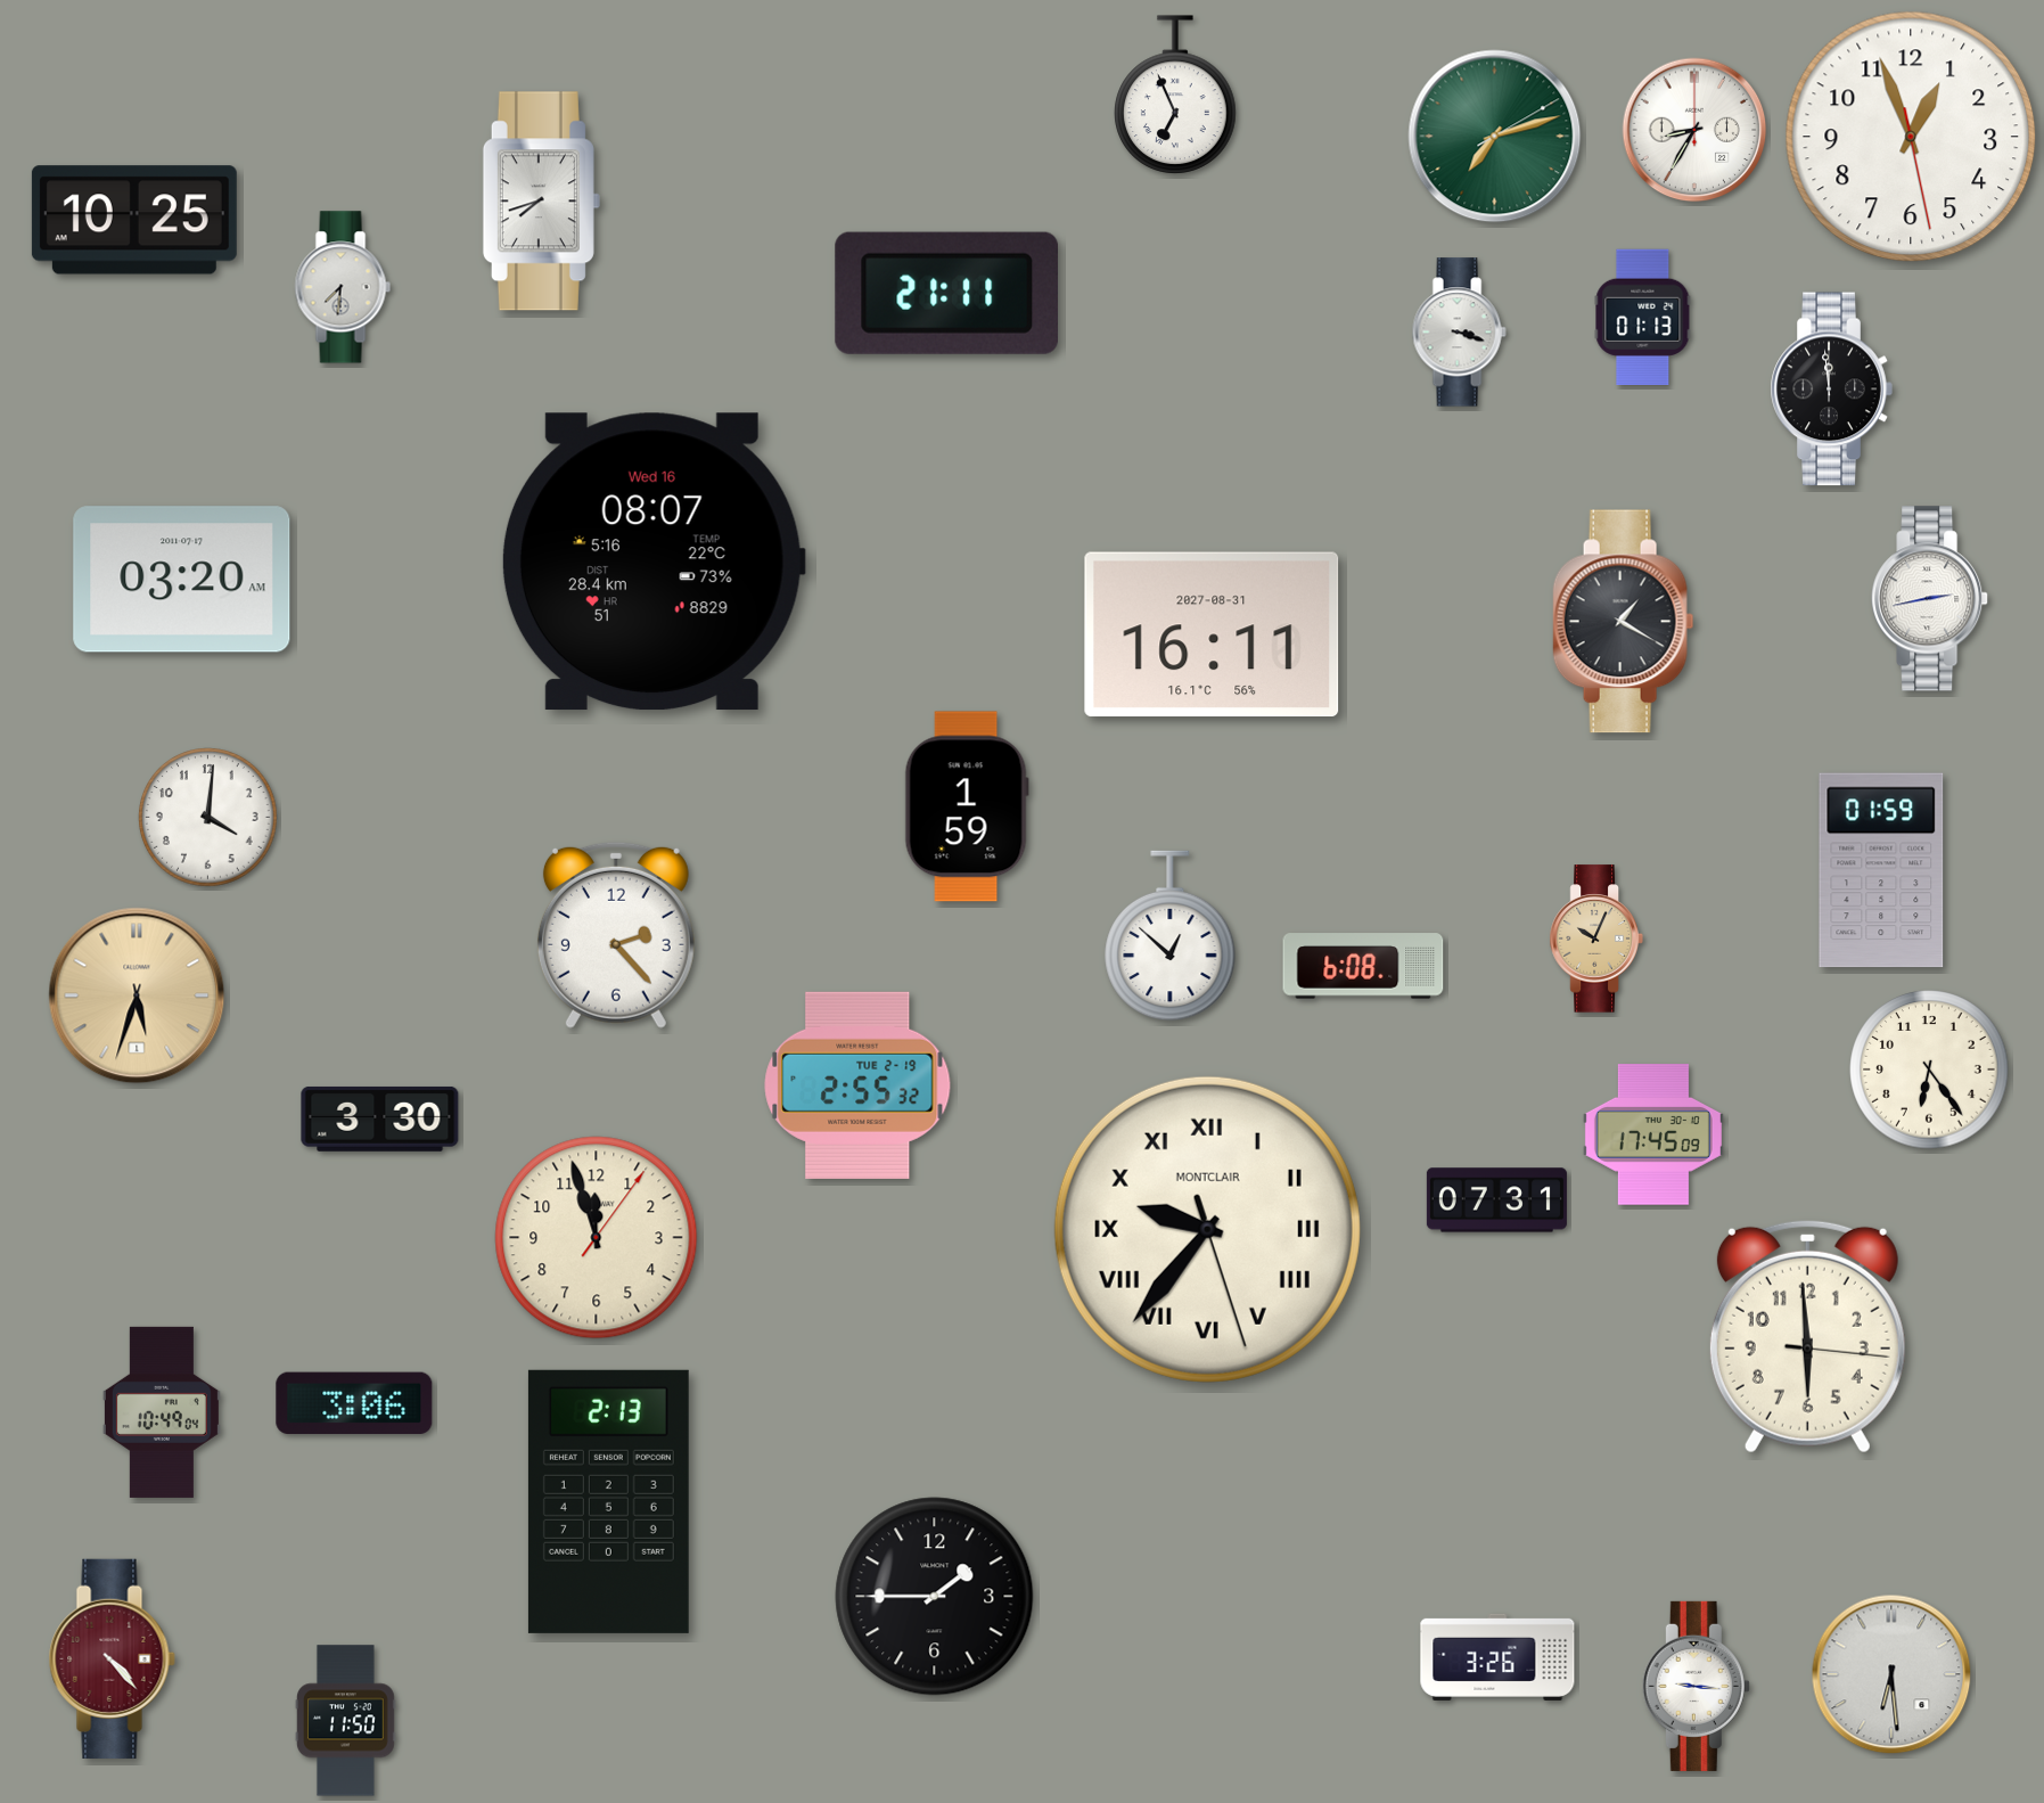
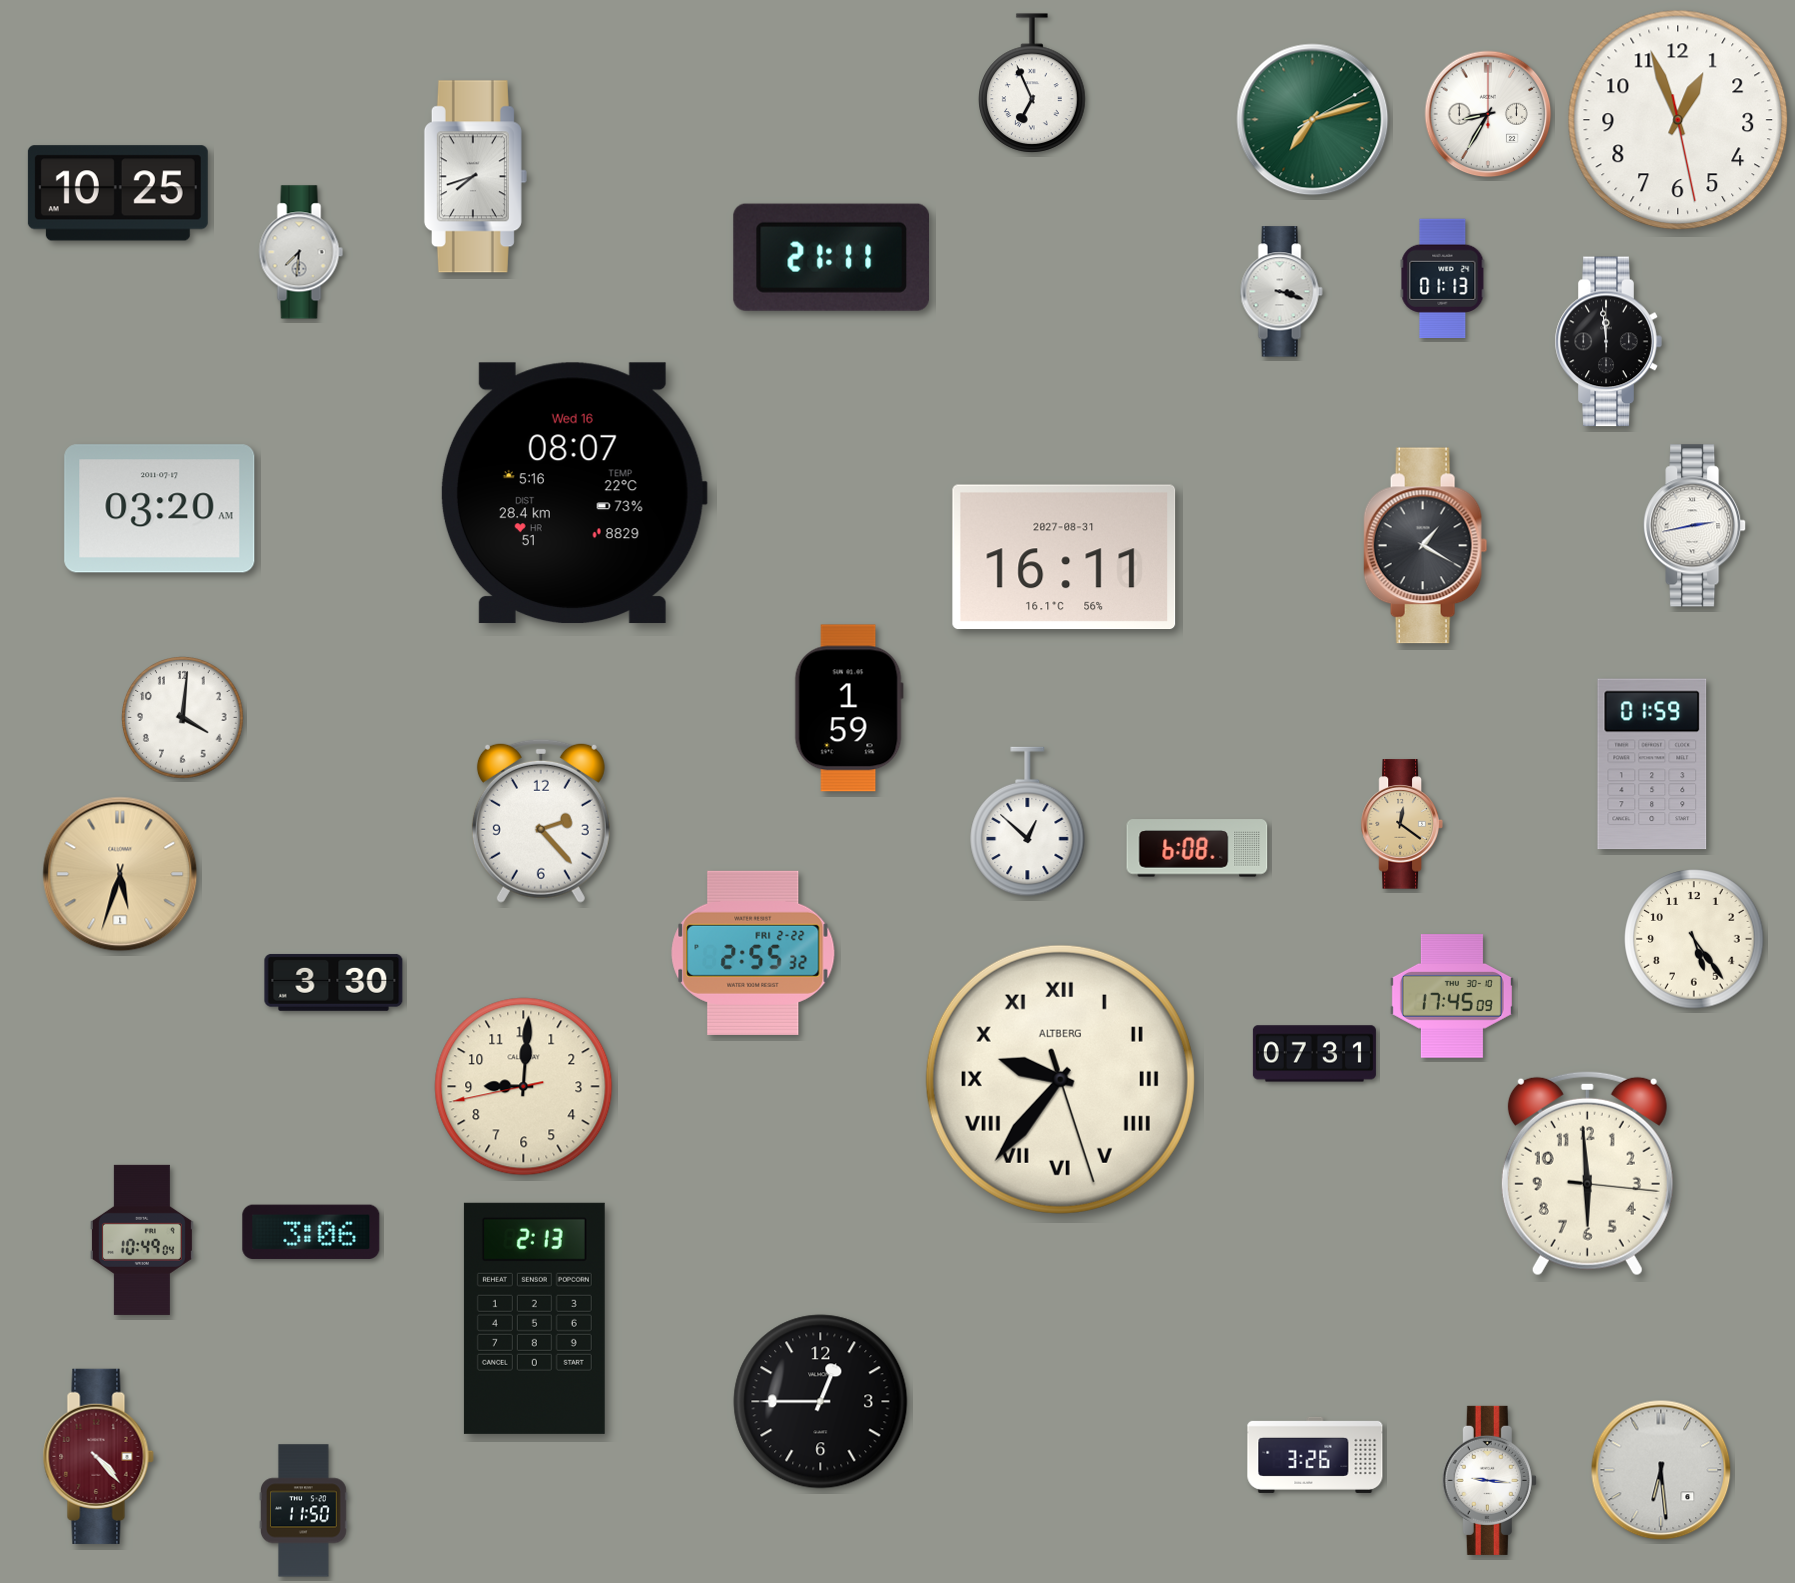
clock at (1596, 939): 10:04 -> 12:21
clock at (1929, 1069): 6:24 -> 5:24
clock at (857, 1085) date: TUE 2-19 -> FRI 2-22
clock at (1207, 1229) brand: MONTCLAIR -> ALTBERG
clock at (597, 1238): 11:57 -> 9:00
clock at (935, 1597): 1:45 -> 12:45
